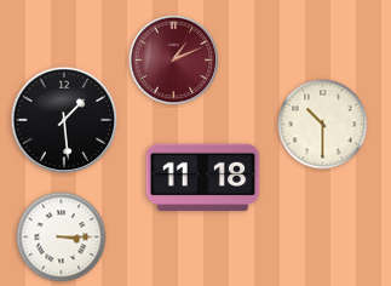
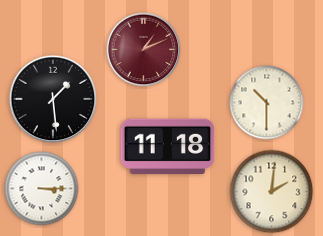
clock at (272, 192): none -> 2:01
clock at (62, 238) position: (62, 238) -> (42, 189)
